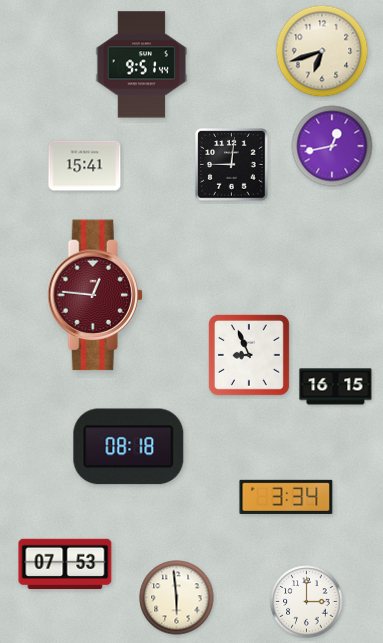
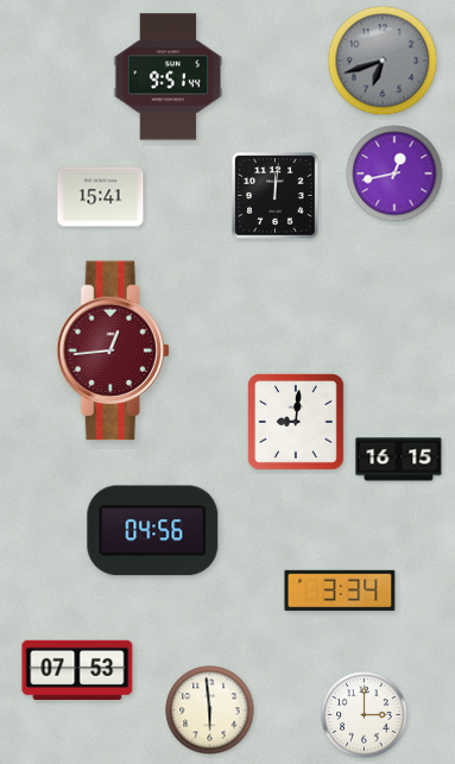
clock at (322, 51) dial: cream -> grey
clock at (232, 165): 9:01 -> 12:01
clock at (95, 295): 12:46 -> 12:44
clock at (249, 355): 8:56 -> 9:01
clock at (129, 447): 08:18 -> 04:56
